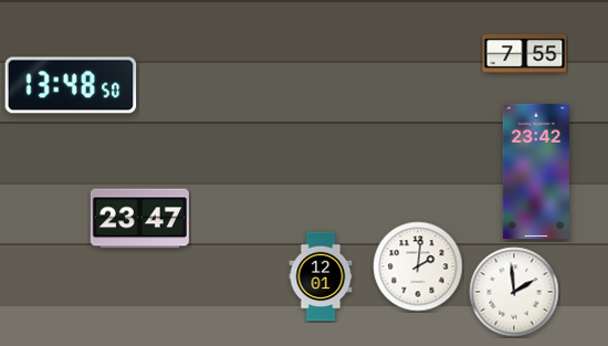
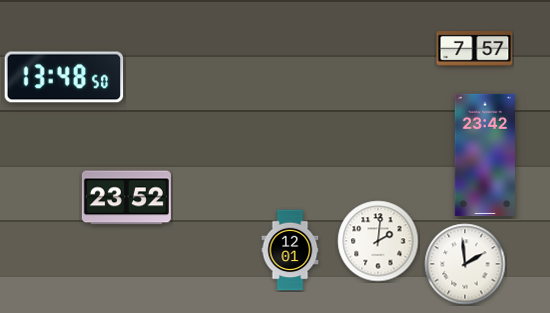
clock at (525, 54): 7:55 -> 7:57
clock at (139, 219): 23:47 -> 23:52
